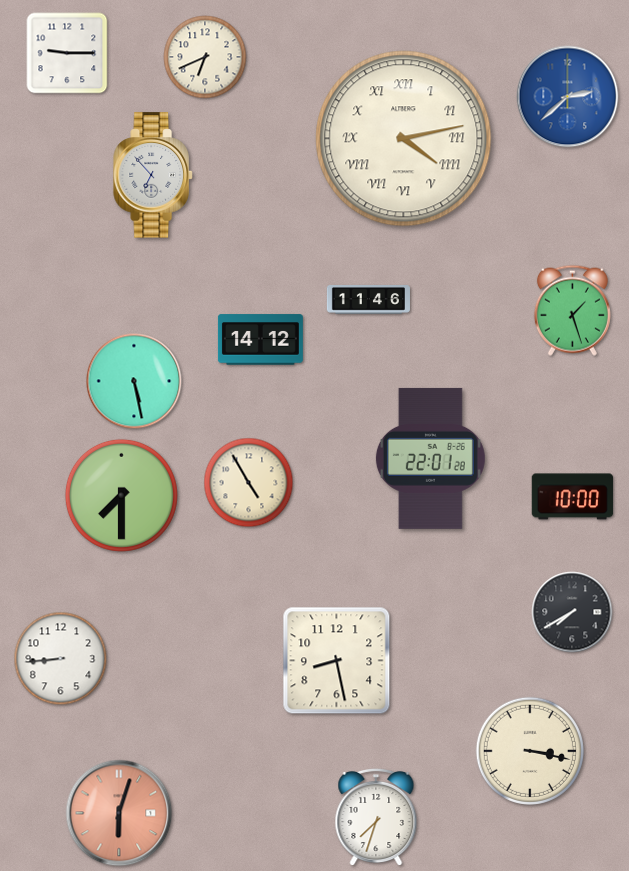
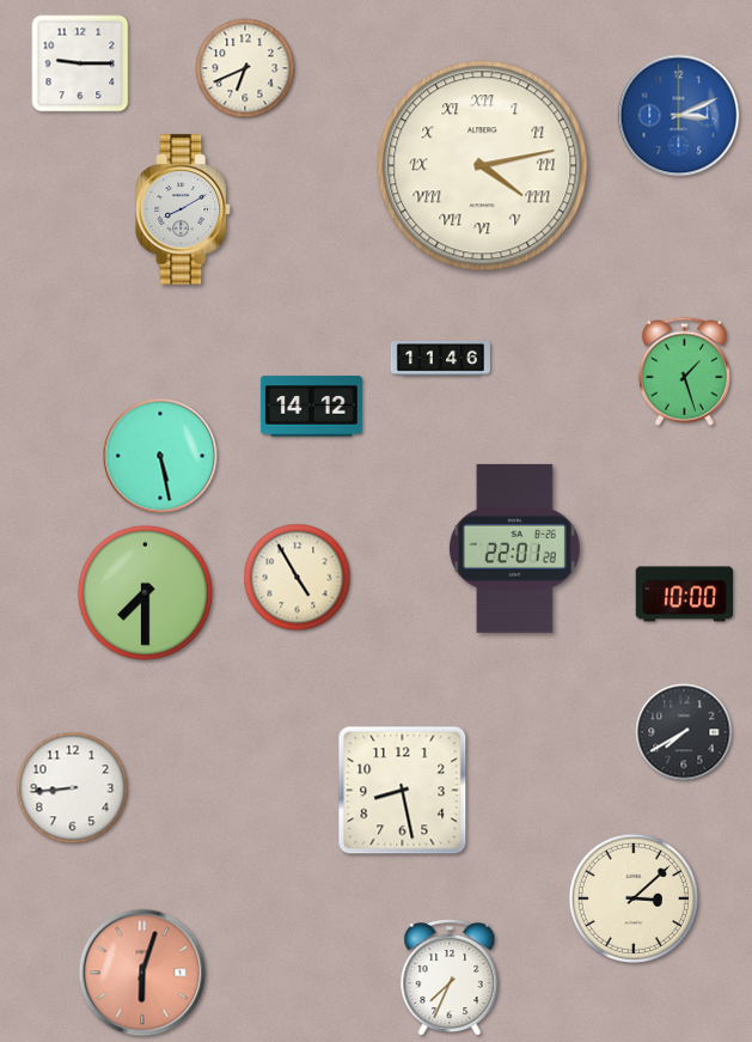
clock at (568, 97): 2:38 -> 3:11
clock at (153, 175): 6:53 -> 8:10
clock at (530, 751): 3:17 -> 3:08
clock at (376, 816): 7:33 -> 7:34
